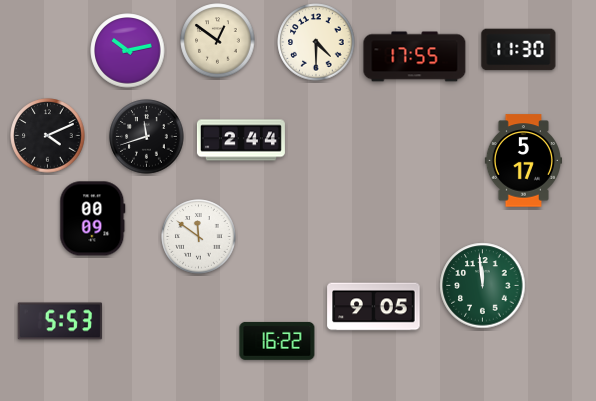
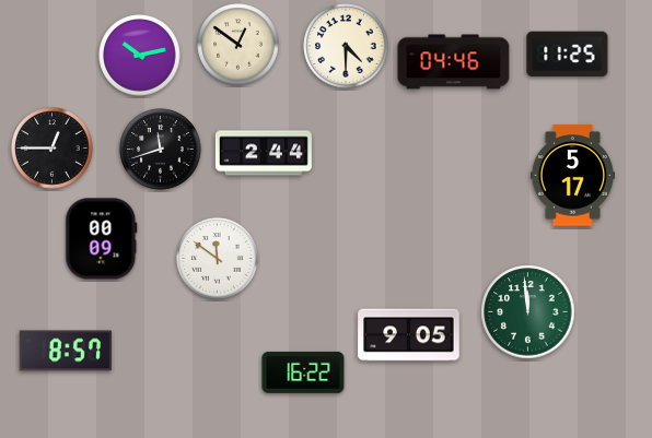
clock at (519, 50): 11:30 -> 11:25
clock at (415, 57): 17:55 -> 04:46
clock at (48, 136): 4:11 -> 12:45
clock at (60, 321): 5:53 -> 8:57
